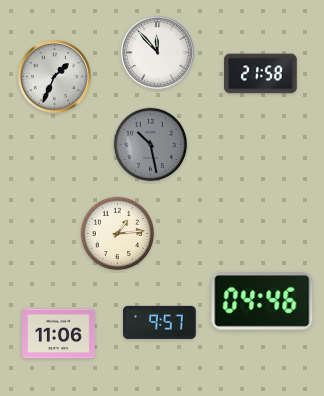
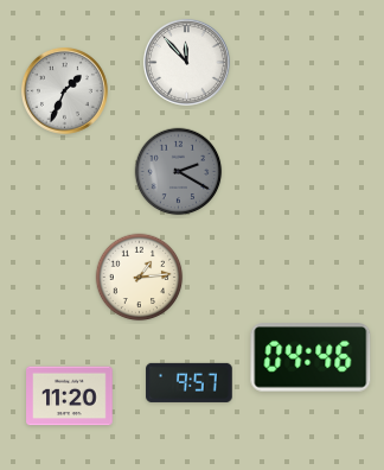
clock at (261, 74): 21:58 -> none
clock at (151, 145): 10:28 -> 2:20
clock at (59, 334): 11:06 -> 11:20
